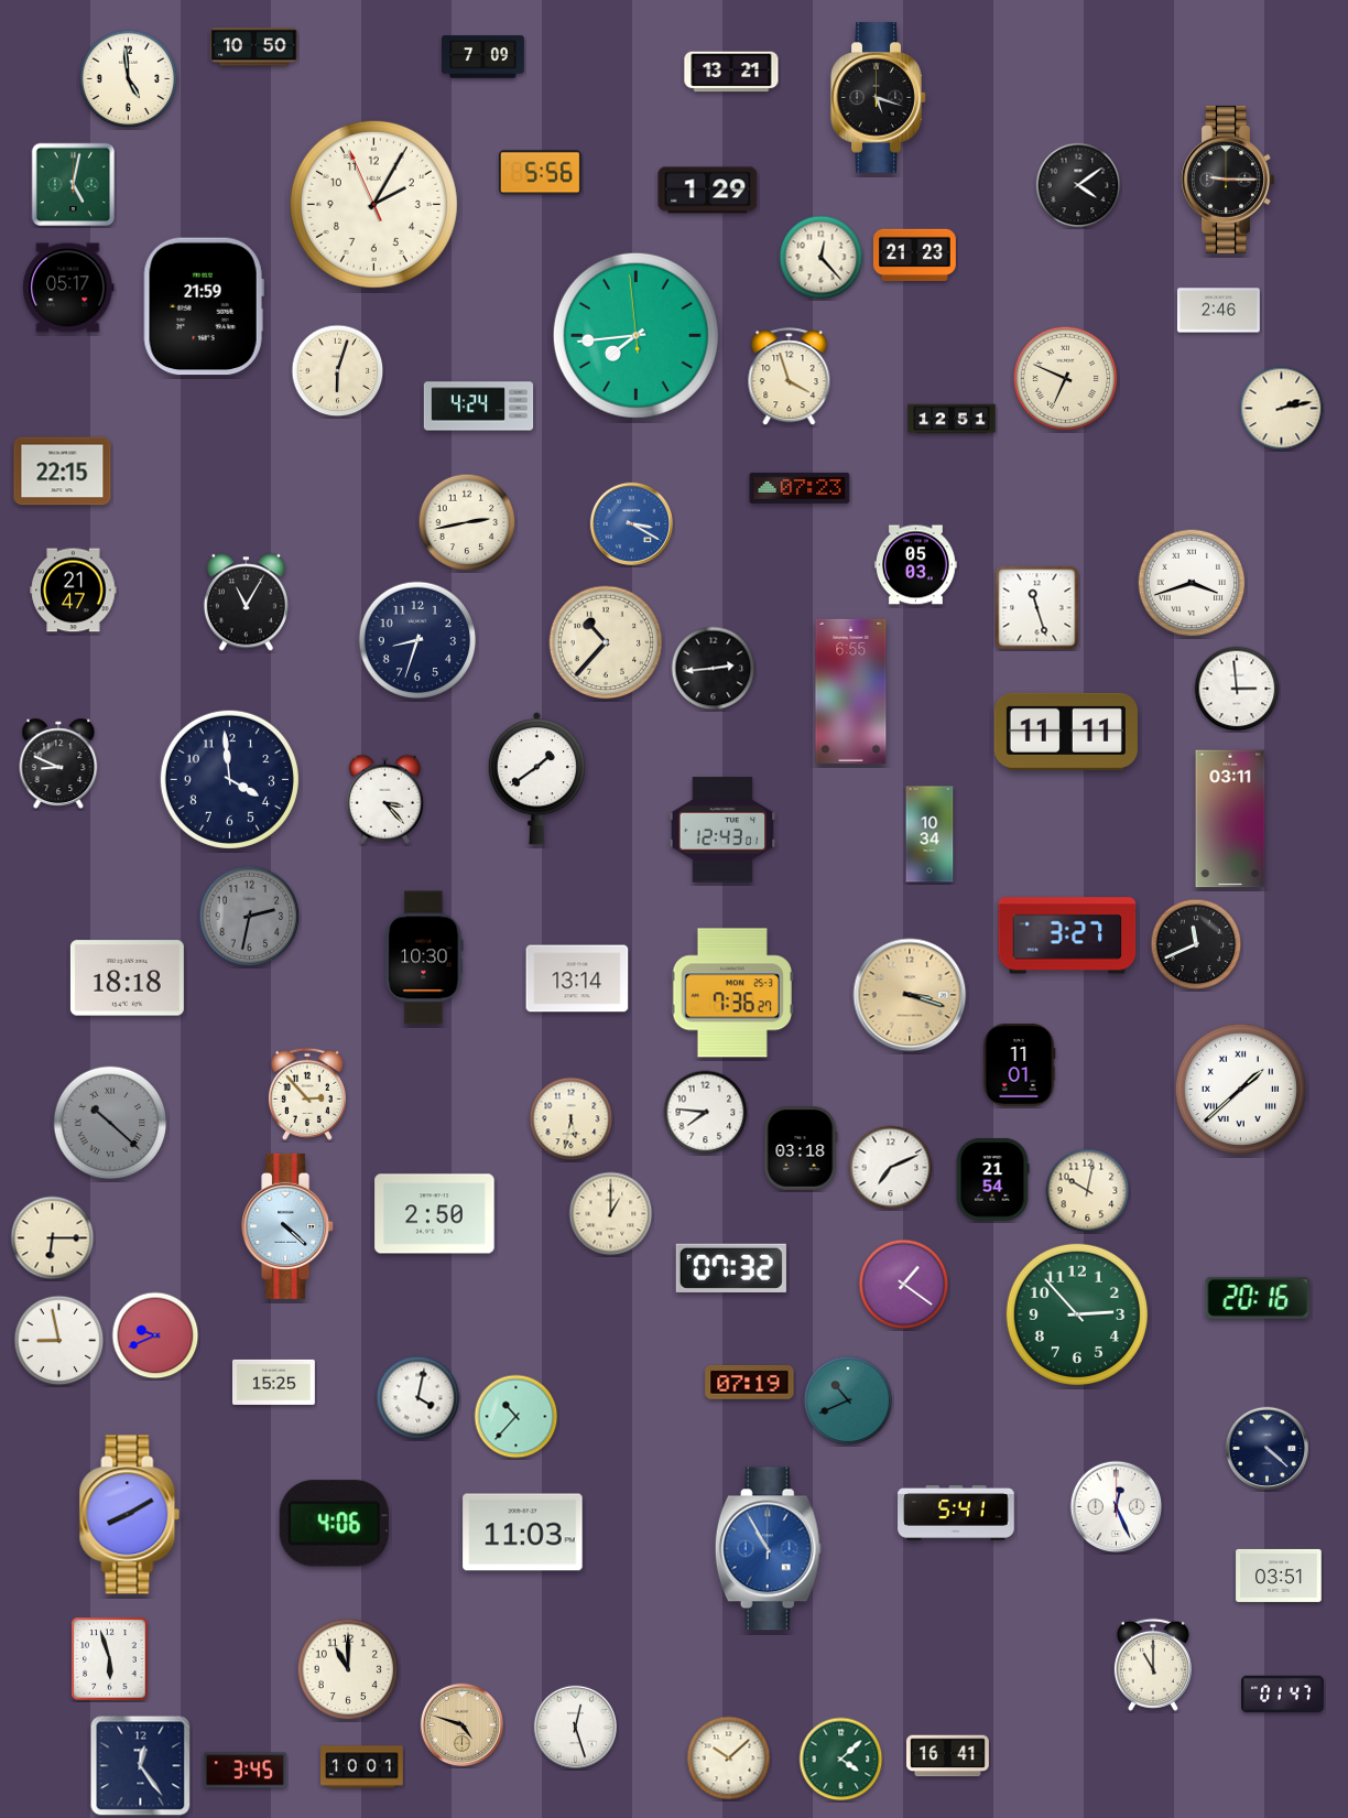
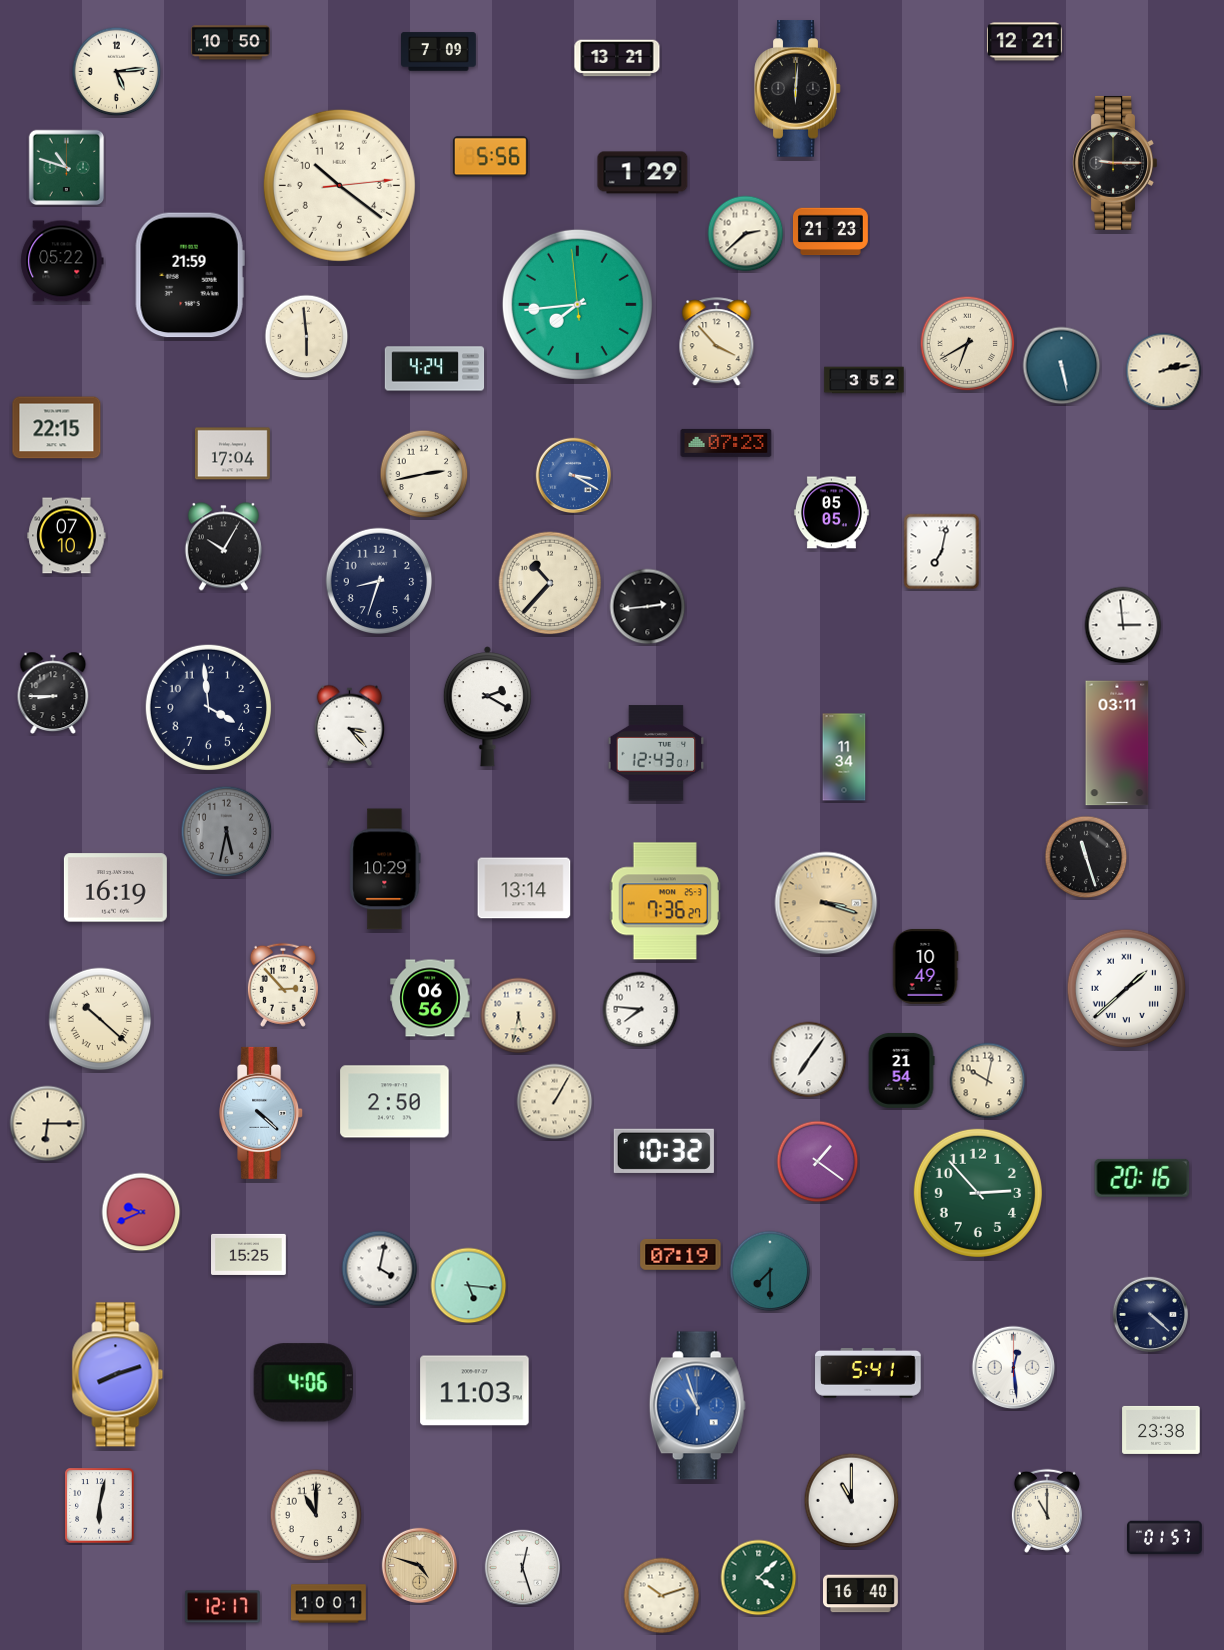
clock at (1024, 42): none -> 12:21
clock at (731, 72) position: (731, 72) -> (617, 58)
clock at (129, 79): 4:59 -> 5:14
clock at (879, 98): 5:18 -> 6:01
clock at (74, 185): 5:02 -> 10:48
clock at (1078, 185): 4:09 -> none
clock at (373, 204): 2:04 -> 10:21
clock at (822, 258): 12:23 -> 2:38
clock at (68, 288): 05:17 -> 05:22
clock at (204, 306) position: (204, 306) -> (190, 275)
clock at (1219, 311): 2:46 -> none
clock at (338, 371): 6:03 -> 5:59
clock at (790, 377): 3:57 -> 3:53
clock at (1066, 379): 6:49 -> 6:40
clock at (1062, 366): none -> 5:28
clock at (952, 419): 12:51 -> 3:52
clock at (232, 454): none -> 17:04
clock at (915, 565): 05:03 -> 05:05
clock at (1192, 583): 3:42 -> none
clock at (74, 591): 21:47 -> 07:10
clock at (246, 603): 11:05 -> 10:05
clock at (1037, 608): 11:27 -> 7:02
clock at (851, 691): 6:55 -> none
clock at (1066, 732): 11:11 -> none
clock at (58, 762): 8:49 -> 8:45
clock at (536, 779): 1:39 -> 2:20
clock at (930, 834): 10:34 -> 11:34
clock at (250, 917): 2:32 -> 5:32
clock at (1067, 935): 3:27 -> none
clock at (1196, 944): 11:41 -> 11:27
clock at (424, 957): 10:30 -> 10:29
clock at (127, 978): 18:18 -> 16:19
clock at (1019, 1064): 11:01 -> 10:49
clock at (307, 1094) position: (307, 1094) -> (283, 985)
clock at (430, 998): none -> 06:56
clock at (110, 1123) dial: grey -> cream
clock at (801, 1149): 03:18 -> none
clock at (891, 1168): 7:11 -> 7:06
clock at (611, 1214): 1:00 -> 1:05
clock at (731, 1268): 07:32 -> 10:32
clock at (904, 1285) position: (904, 1285) -> (818, 1162)
clock at (59, 1341): 8:58 -> none
clock at (848, 1400): 10:41 -> 7:30
clock at (517, 1417): 10:37 -> 5:16
clock at (1117, 1507): 12:26 -> 12:29
clock at (130, 1515): 8:10 -> 8:12
clock at (768, 1549): 10:55 -> 10:57
clock at (1279, 1576): 03:51 -> 23:38
clock at (852, 1501): none -> 11:00
clock at (110, 1659): 5:57 -> 6:02
clock at (1283, 1695): 01:47 -> 01:57
clock at (948, 1756): 16:41 -> 16:40
clock at (729, 1759): 10:08 -> 10:12
clock at (841, 1760) position: (841, 1760) -> (759, 1578)
clock at (141, 1766): 12:24 -> none
clock at (244, 1771): 3:45 -> 12:17
